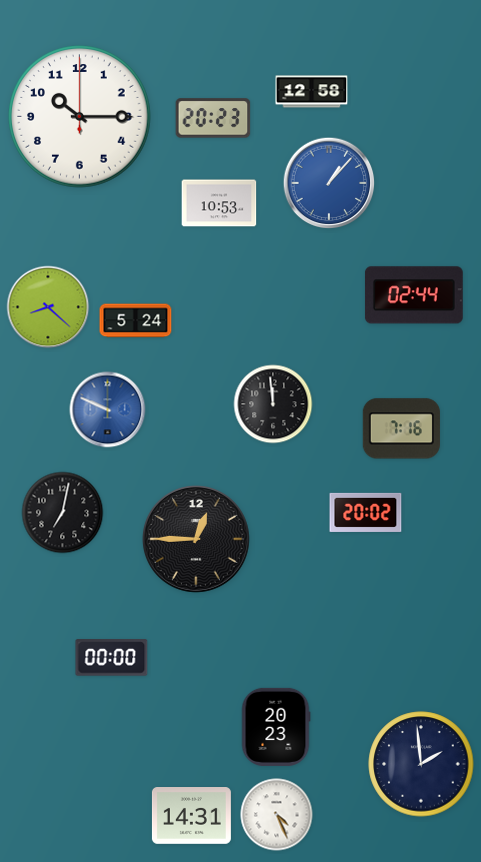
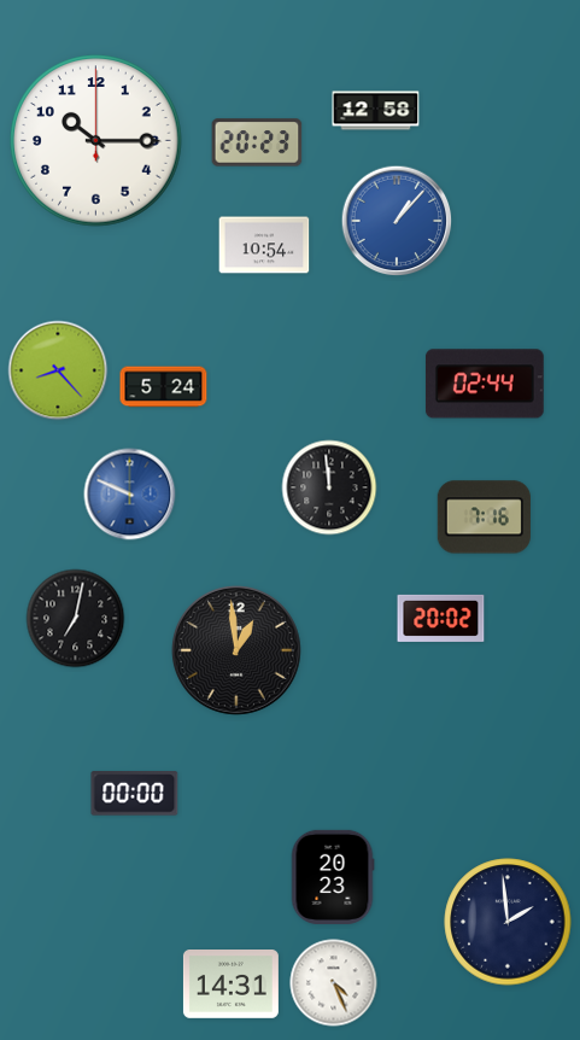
clock at (219, 203): 10:53 -> 10:54
clock at (414, 295) position: (414, 295) -> (485, 384)
clock at (48, 307): 8:22 -> 8:23
clock at (196, 539): 12:45 -> 12:59
